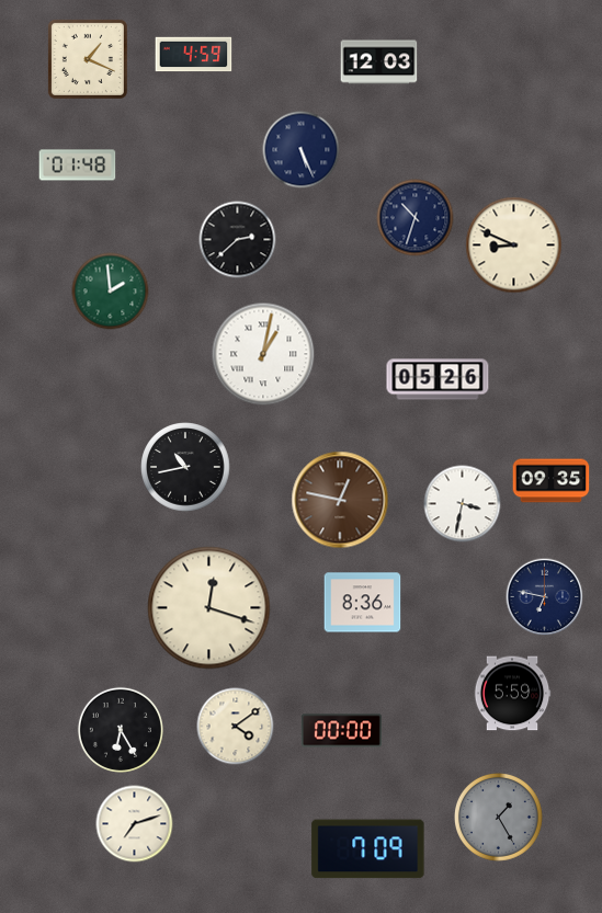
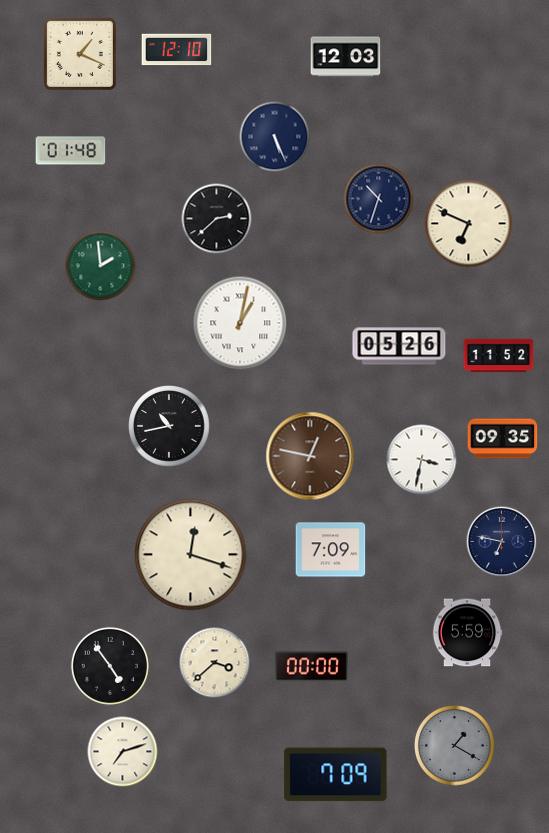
clock at (194, 55): 4:59 -> 12:10
clock at (514, 246): 8:49 -> 6:49
clock at (499, 356): none -> 11:52
clock at (545, 597) position: (545, 597) -> (502, 542)
clock at (363, 603): 8:36 -> 7:09
clock at (236, 727): 4:09 -> 3:38
clock at (121, 730): 6:25 -> 4:54
clock at (499, 818): 1:25 -> 1:20
